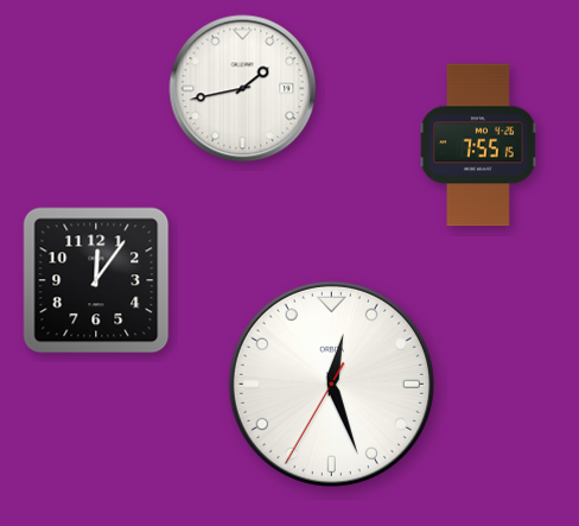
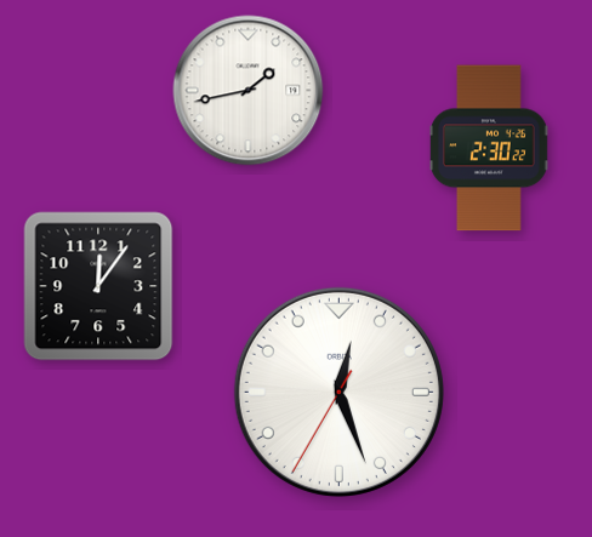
clock at (478, 145): 7:55 -> 2:30
